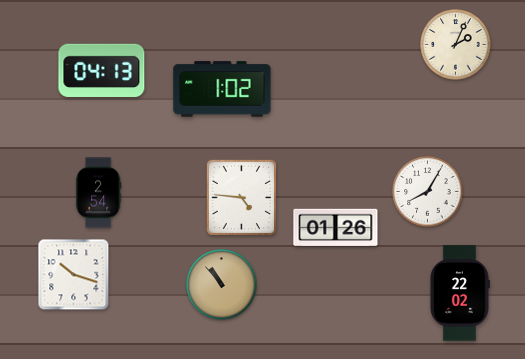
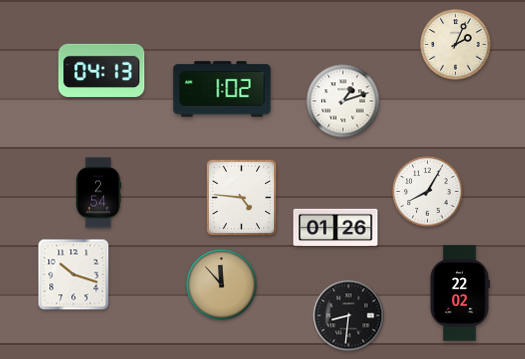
clock at (343, 101): none -> 1:12
clock at (222, 285): 10:53 -> 11:53
clock at (349, 316): none -> 8:31
